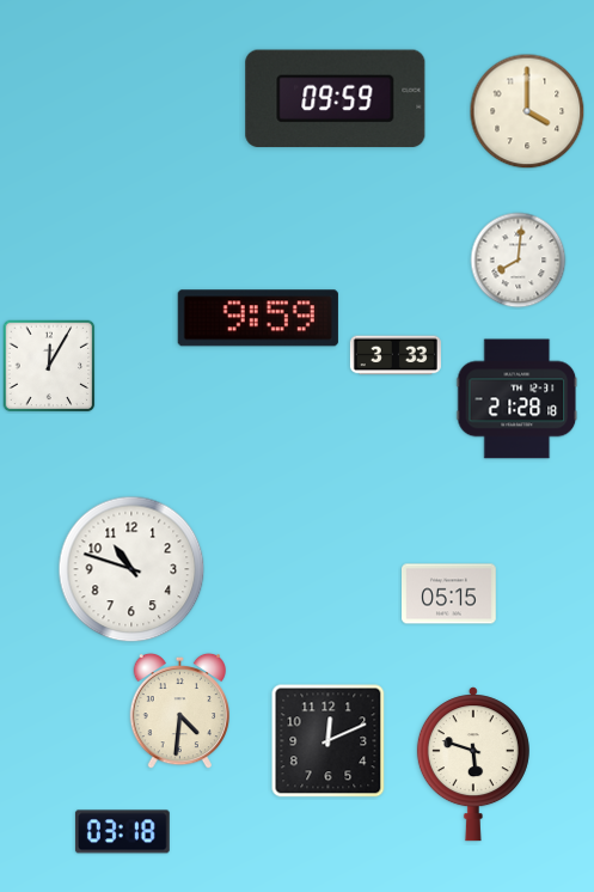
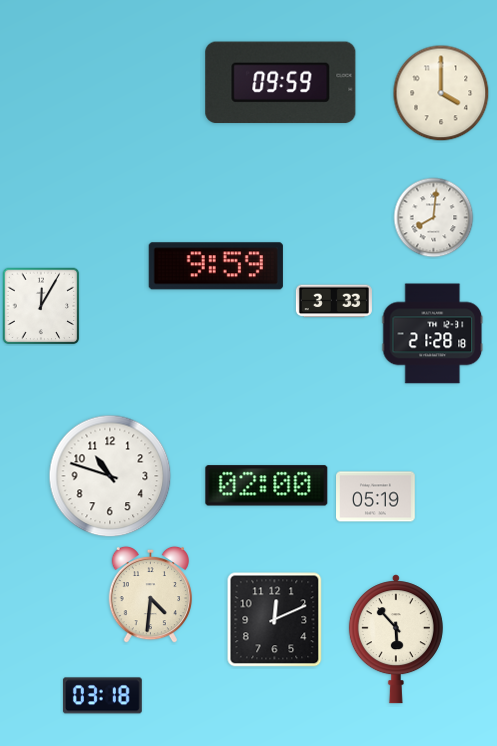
clock at (396, 355) position: (396, 355) -> (334, 301)
clock at (267, 486): none -> 02:00
clock at (449, 594): 05:15 -> 05:19
clock at (473, 764): 5:48 -> 5:53
